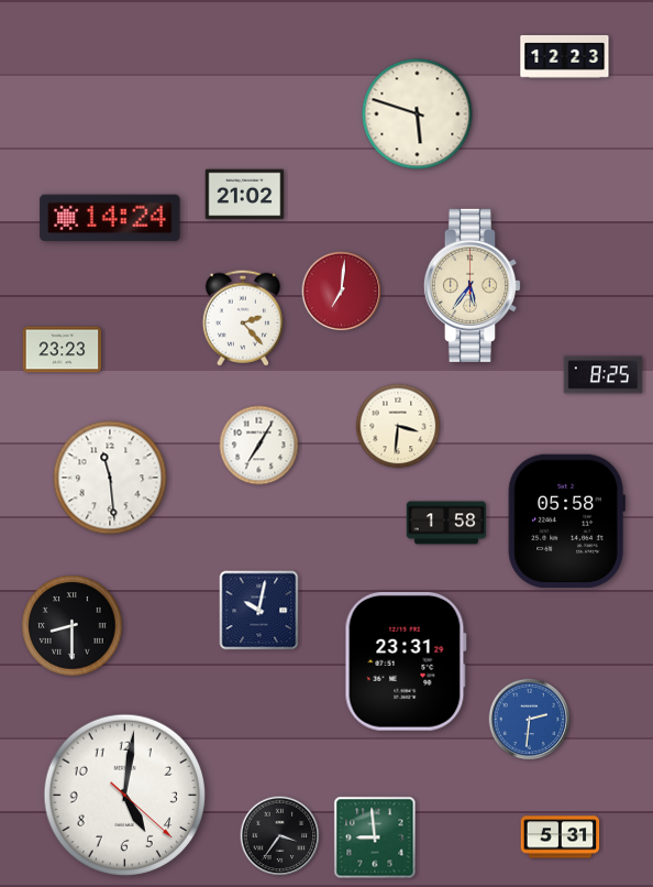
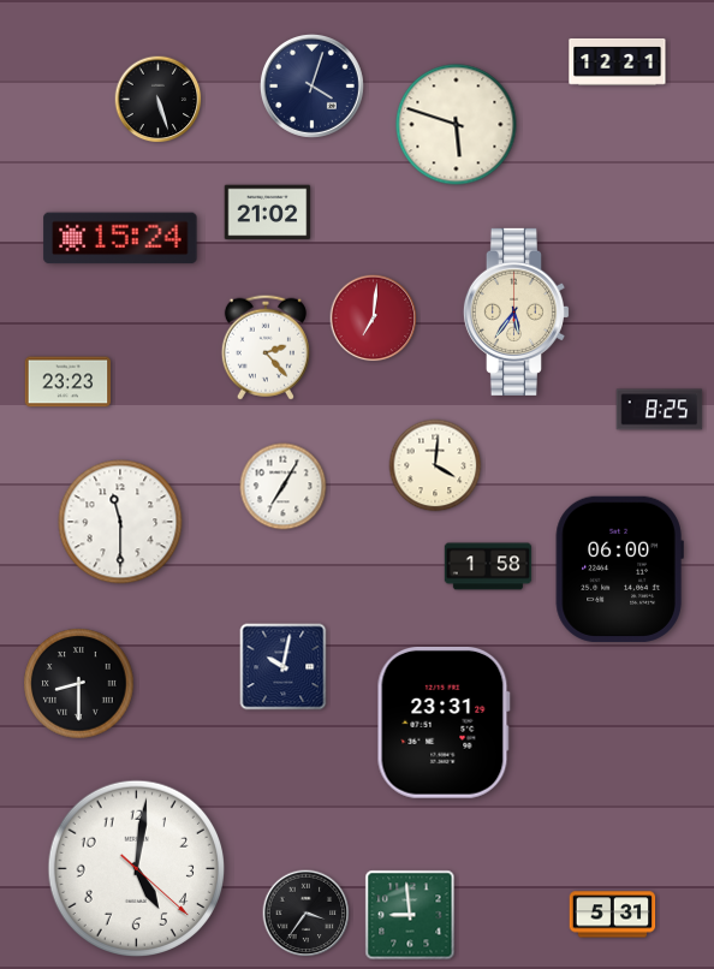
clock at (565, 57): 12:23 -> 12:21
clock at (311, 85): none -> 4:03
clock at (159, 100): none -> 5:27
clock at (110, 218): 14:24 -> 15:24
clock at (398, 426): 3:31 -> 4:01
clock at (110, 478): 11:29 -> 11:30
clock at (566, 521): 05:58 -> 06:00
clock at (446, 523) position: (446, 523) -> (488, 566)
clock at (530, 720): 2:31 -> none
